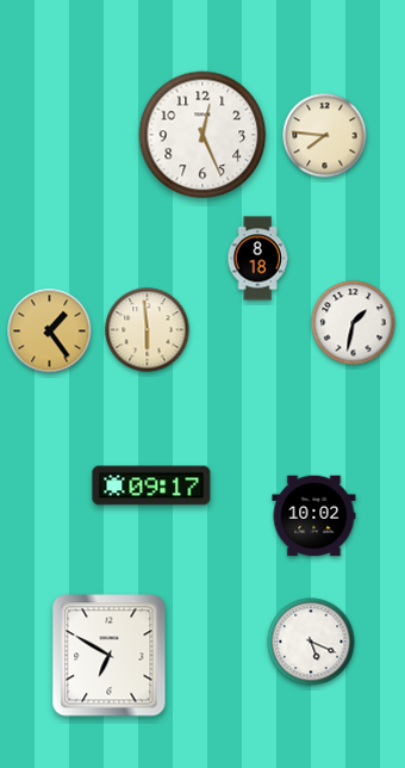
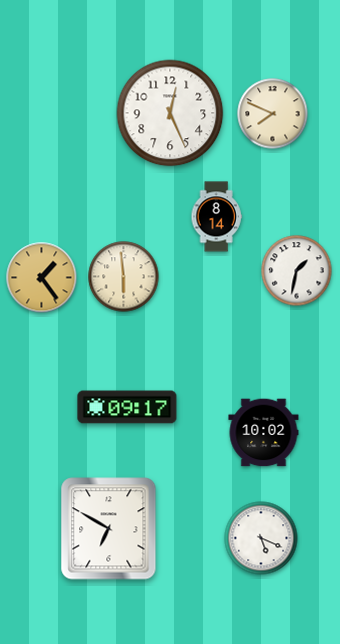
clock at (325, 136): 7:46 -> 7:49
clock at (257, 259): 8:18 -> 8:14
clock at (110, 656) position: (110, 656) -> (109, 529)
